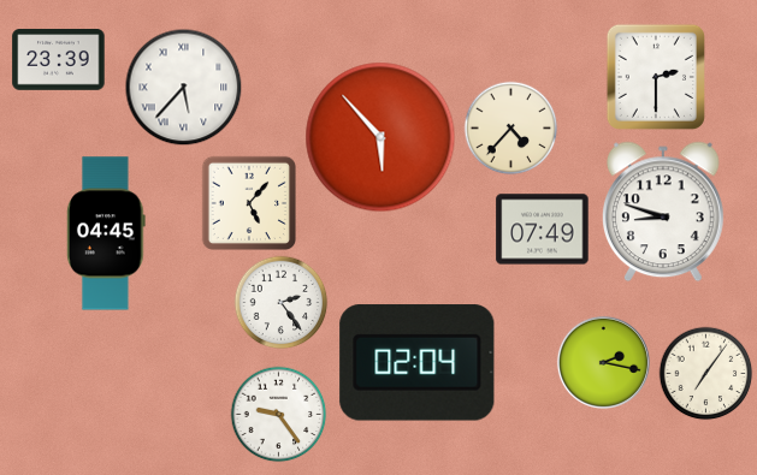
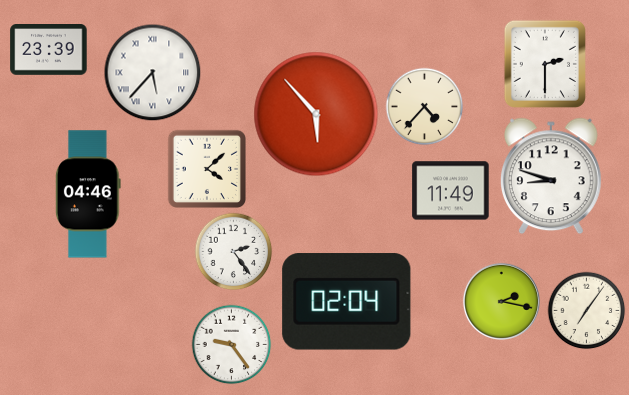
clock at (248, 202): 5:07 -> 4:08
clock at (543, 230): 07:49 -> 11:49
clock at (107, 233): 04:45 -> 04:46
